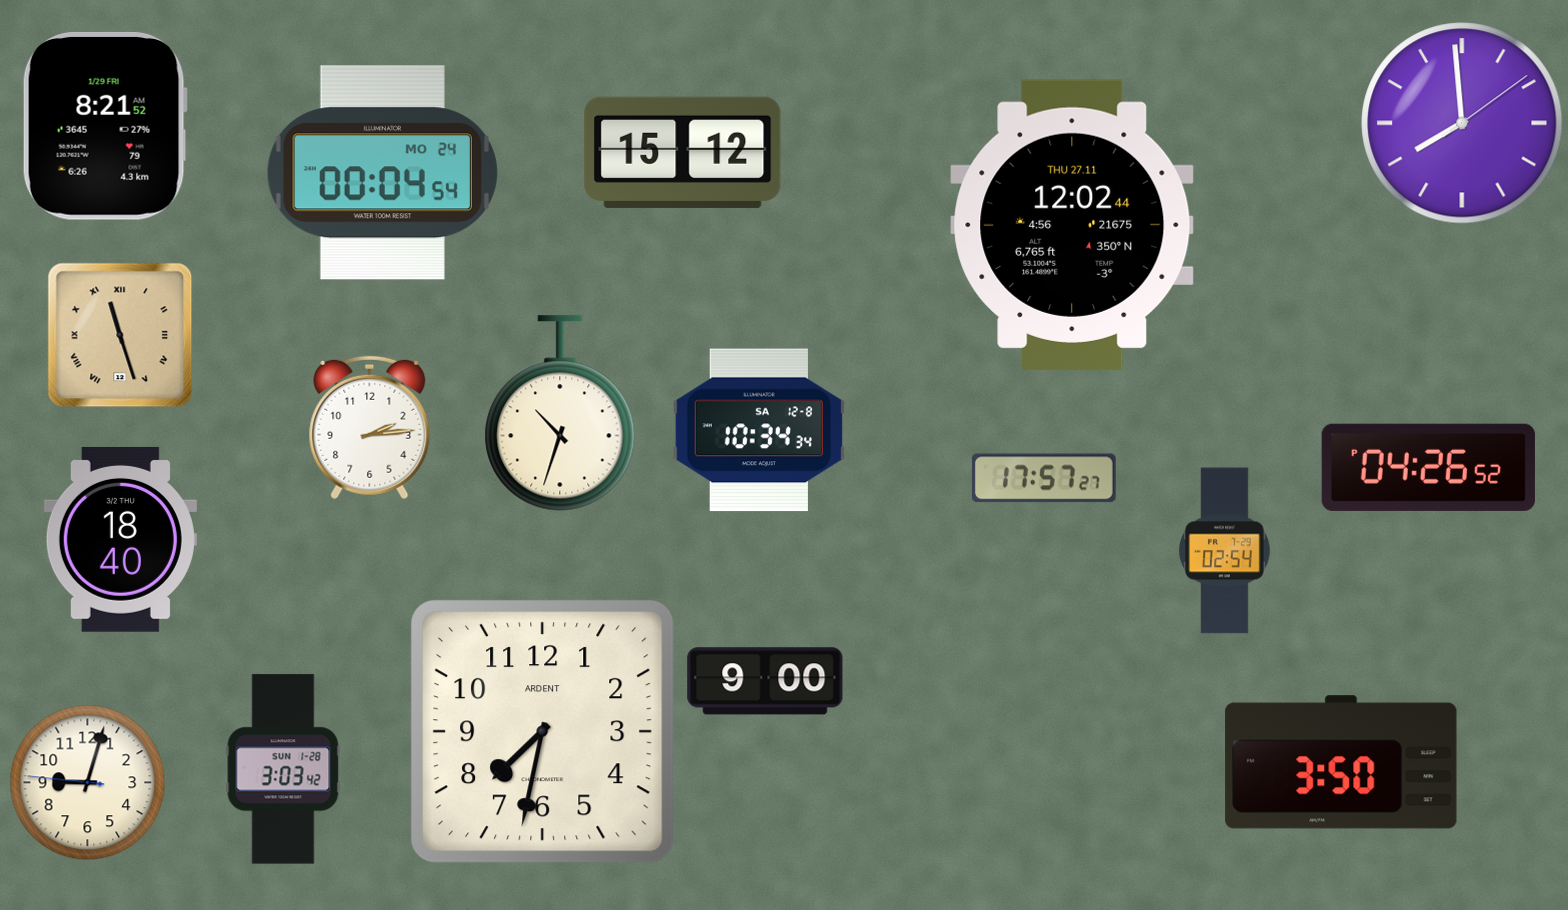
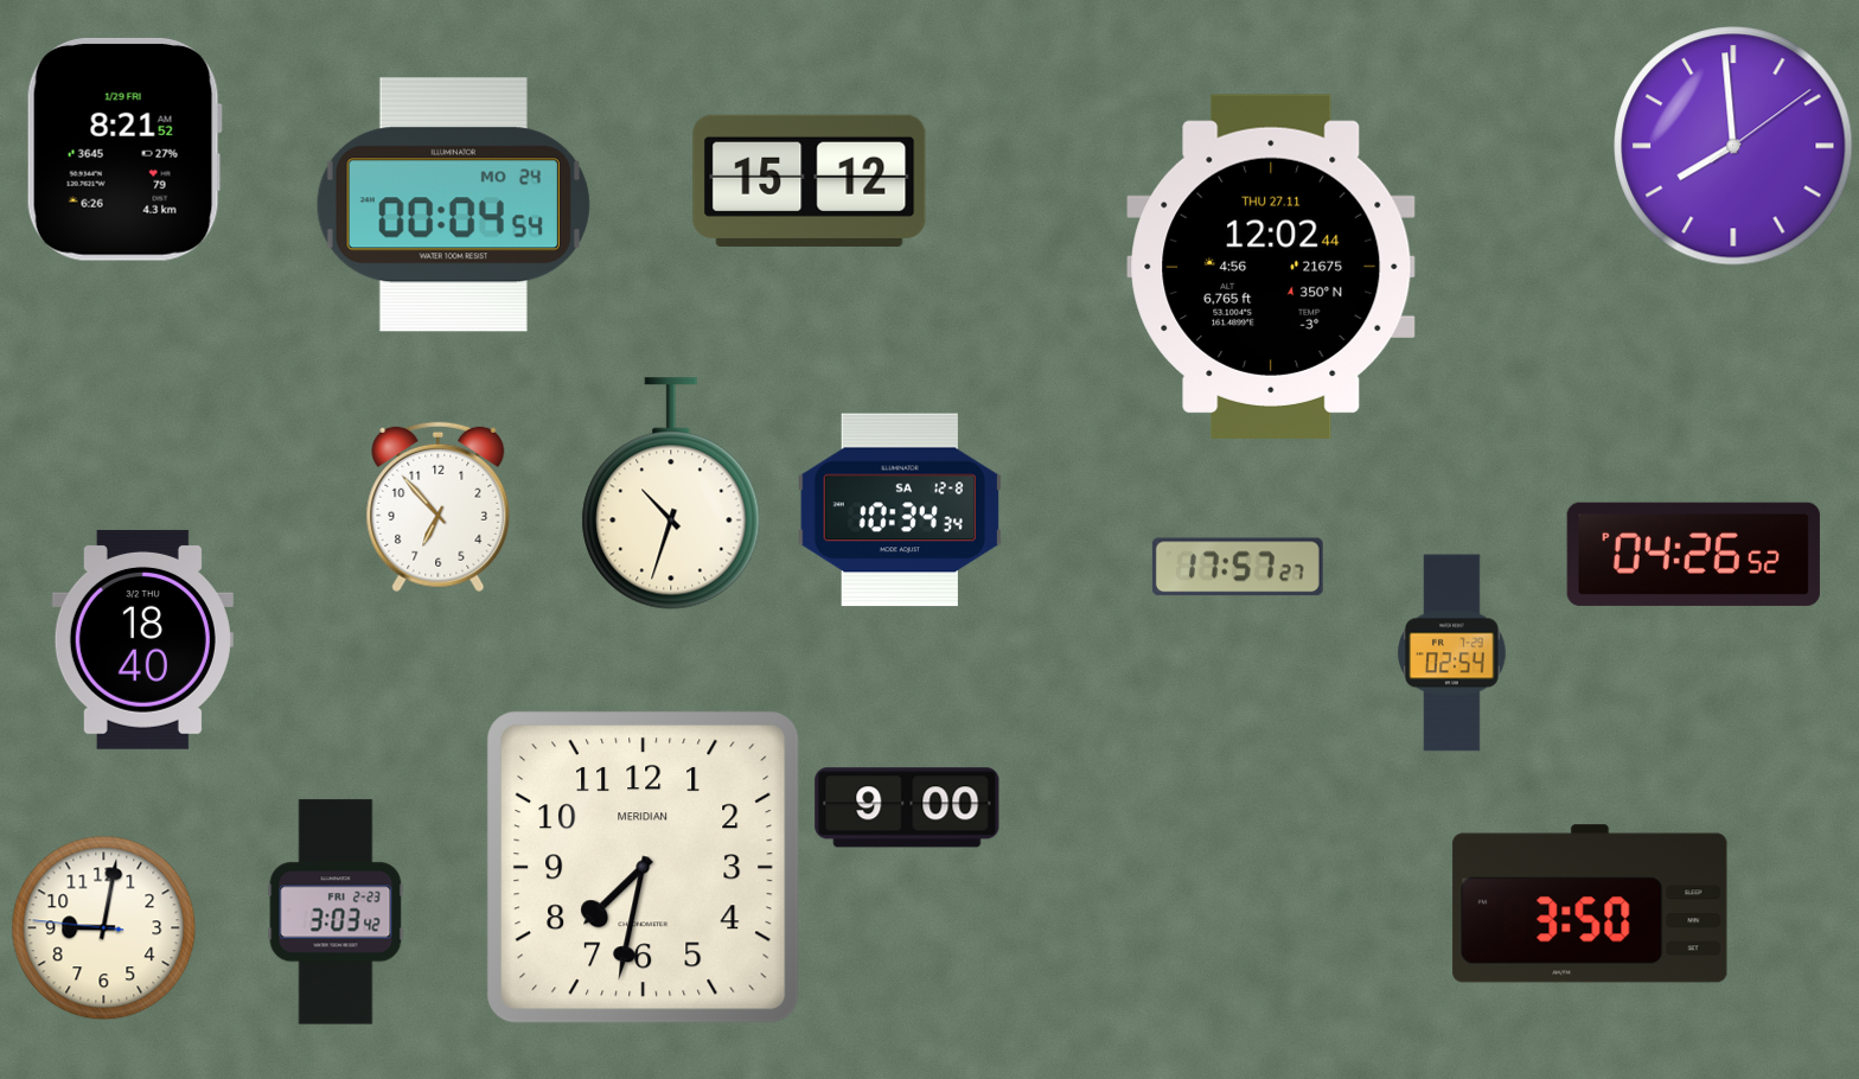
clock at (120, 335): 11:27 -> none
clock at (560, 413) position: (560, 413) -> (671, 493)
clock at (370, 428): 2:14 -> 6:53
clock at (543, 732) brand: ARDENT -> MERIDIAN
clock at (283, 769) date: SUN 1-28 -> FRI 2-23
clock at (88, 783): 9:02 -> 9:01
